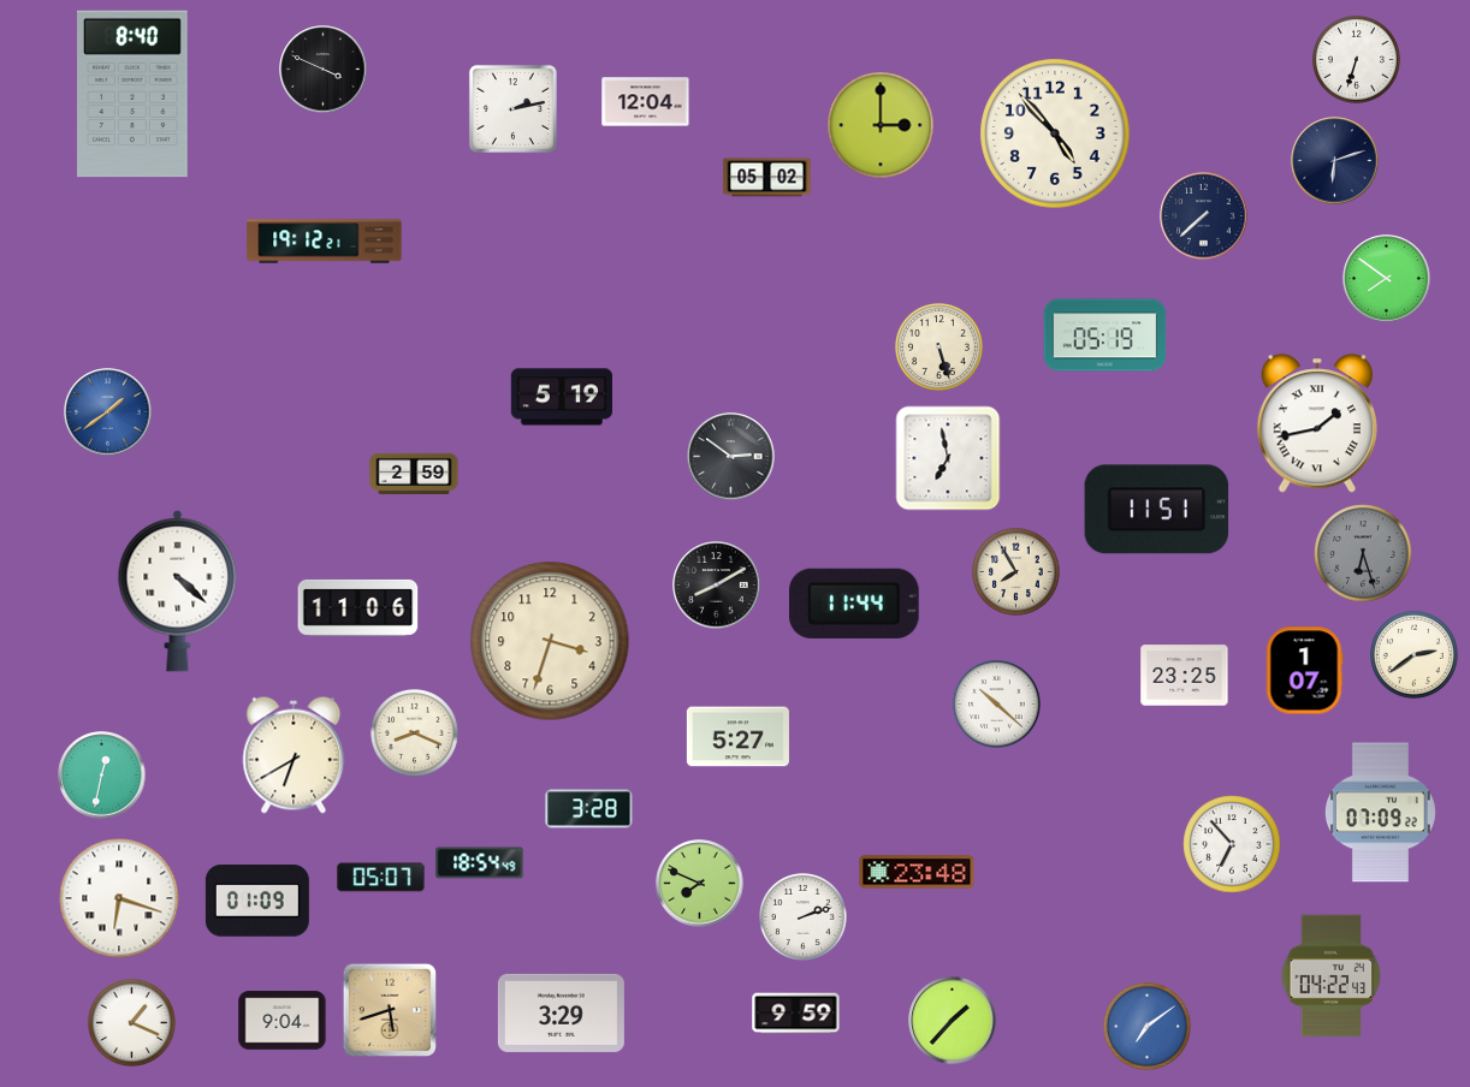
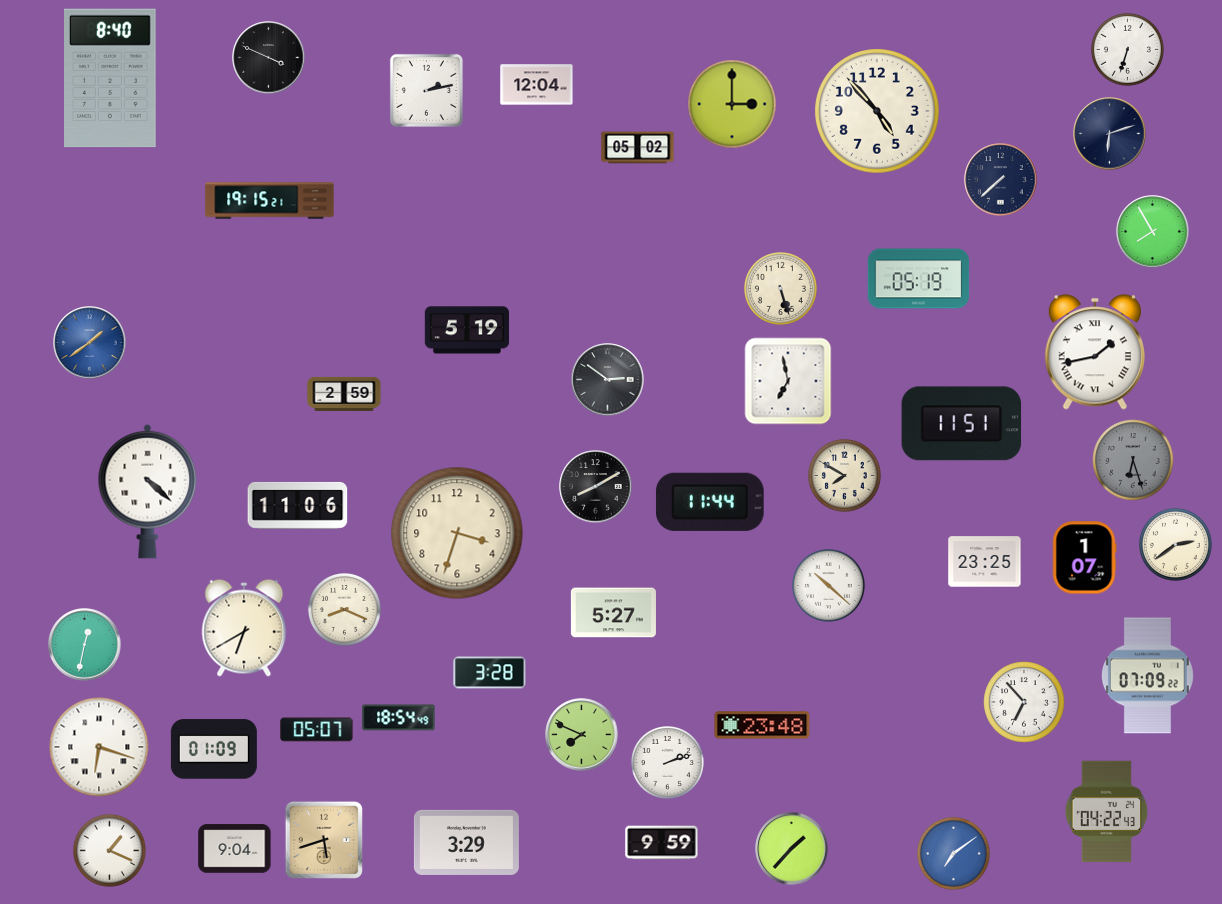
clock at (325, 242): 19:12 -> 19:15
clock at (1387, 279): 7:51 -> 7:55
clock at (1015, 571): 7:55 -> 7:50
